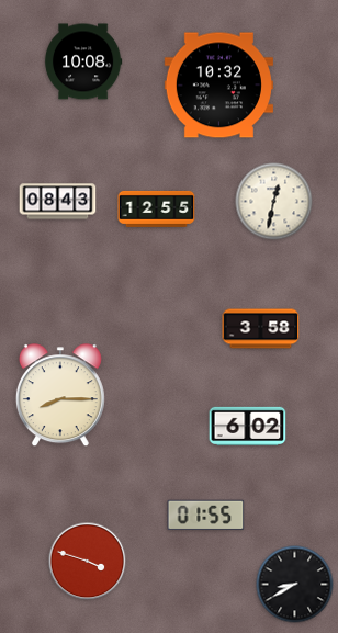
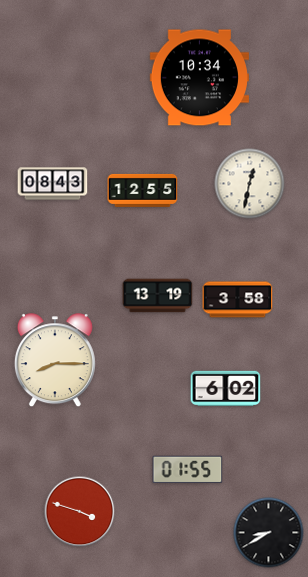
clock at (83, 61): 10:08 -> none
clock at (218, 86): 10:32 -> 10:34
clock at (158, 296): none -> 13:19
